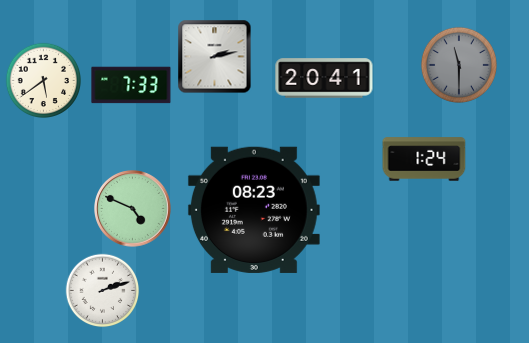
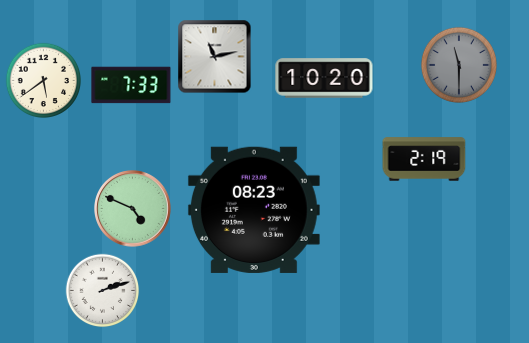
clock at (215, 57): 2:13 -> 11:13
clock at (324, 78): 20:41 -> 10:20
clock at (424, 159): 1:24 -> 2:19
